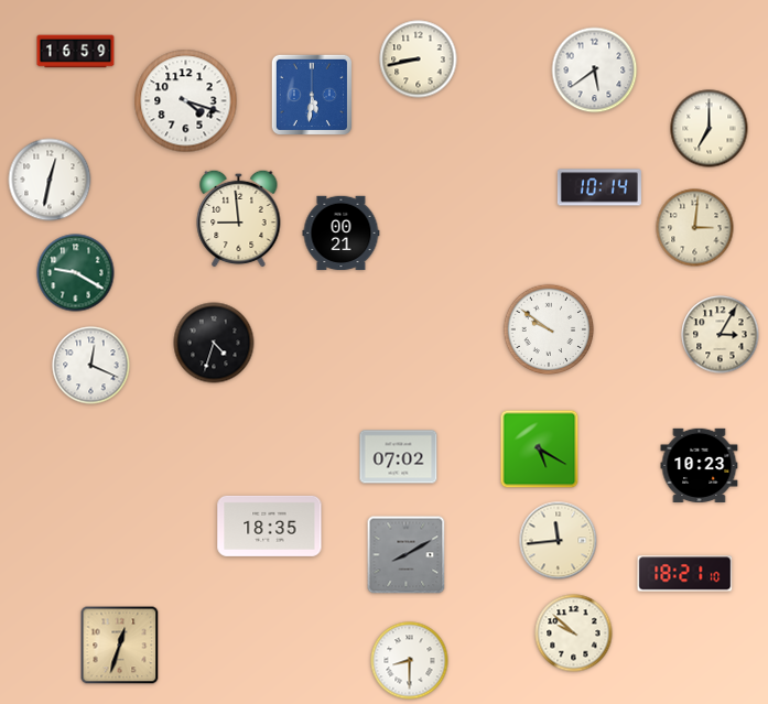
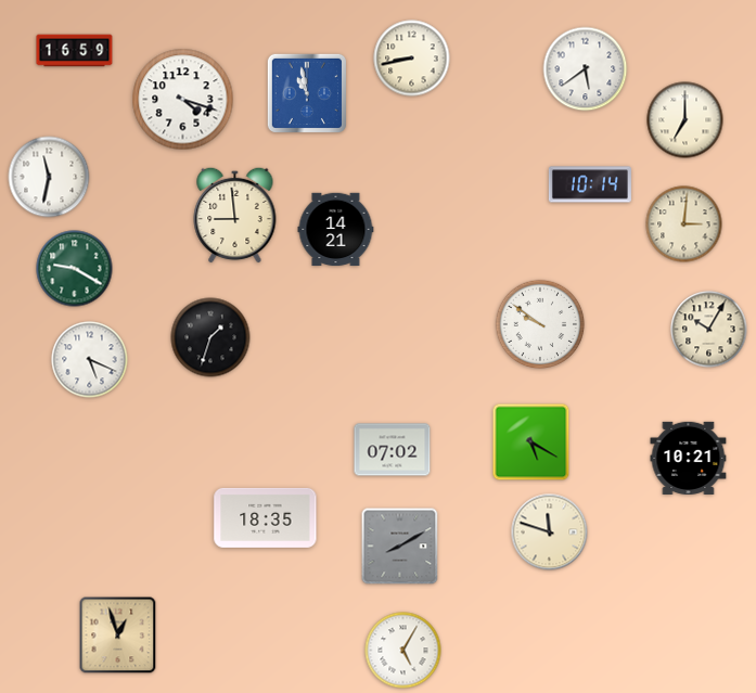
clock at (312, 95): 5:31 -> 10:58
clock at (710, 129) position: (710, 129) -> (685, 120)
clock at (50, 180): 12:32 -> 11:32
clock at (342, 234): 00:21 -> 14:21
clock at (721, 335): 3:05 -> 10:05
clock at (214, 343): 4:33 -> 1:33
clock at (91, 366): 12:19 -> 5:19
clock at (700, 465): 10:23 -> 10:21
clock at (559, 541): 11:44 -> 11:48
clock at (685, 574): 18:21 -> none
clock at (574, 633): 9:52 -> none
clock at (120, 646): 12:33 -> 12:57
clock at (410, 661): 8:30 -> 5:05
